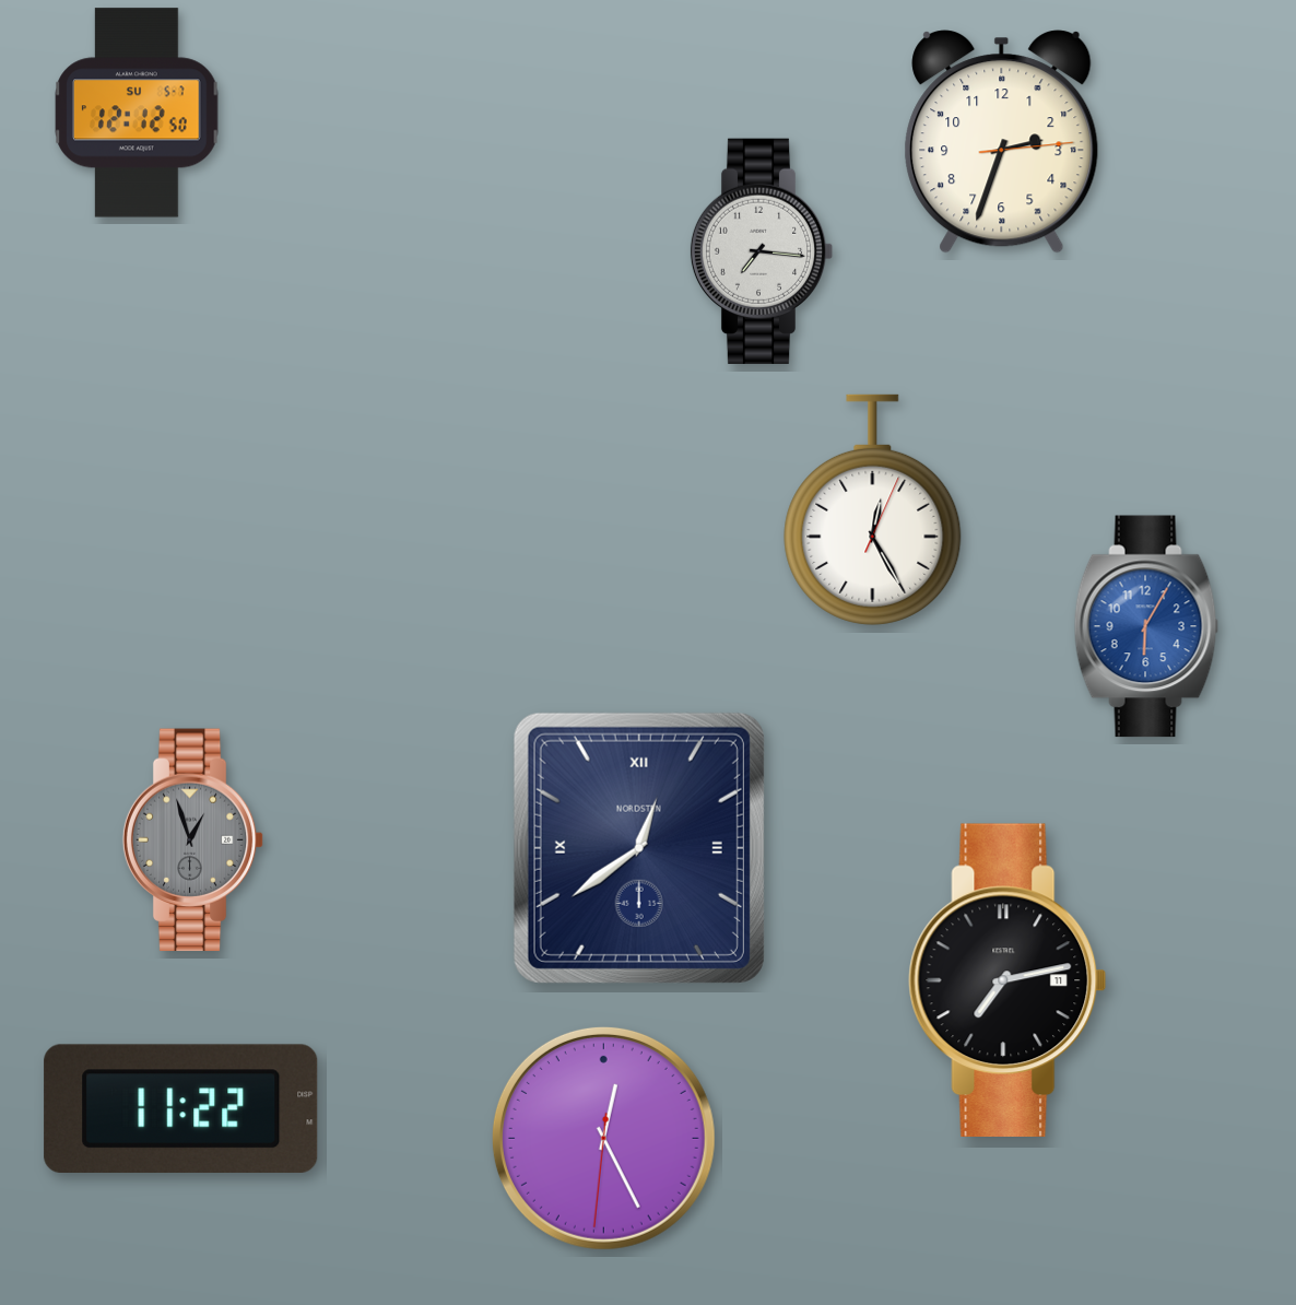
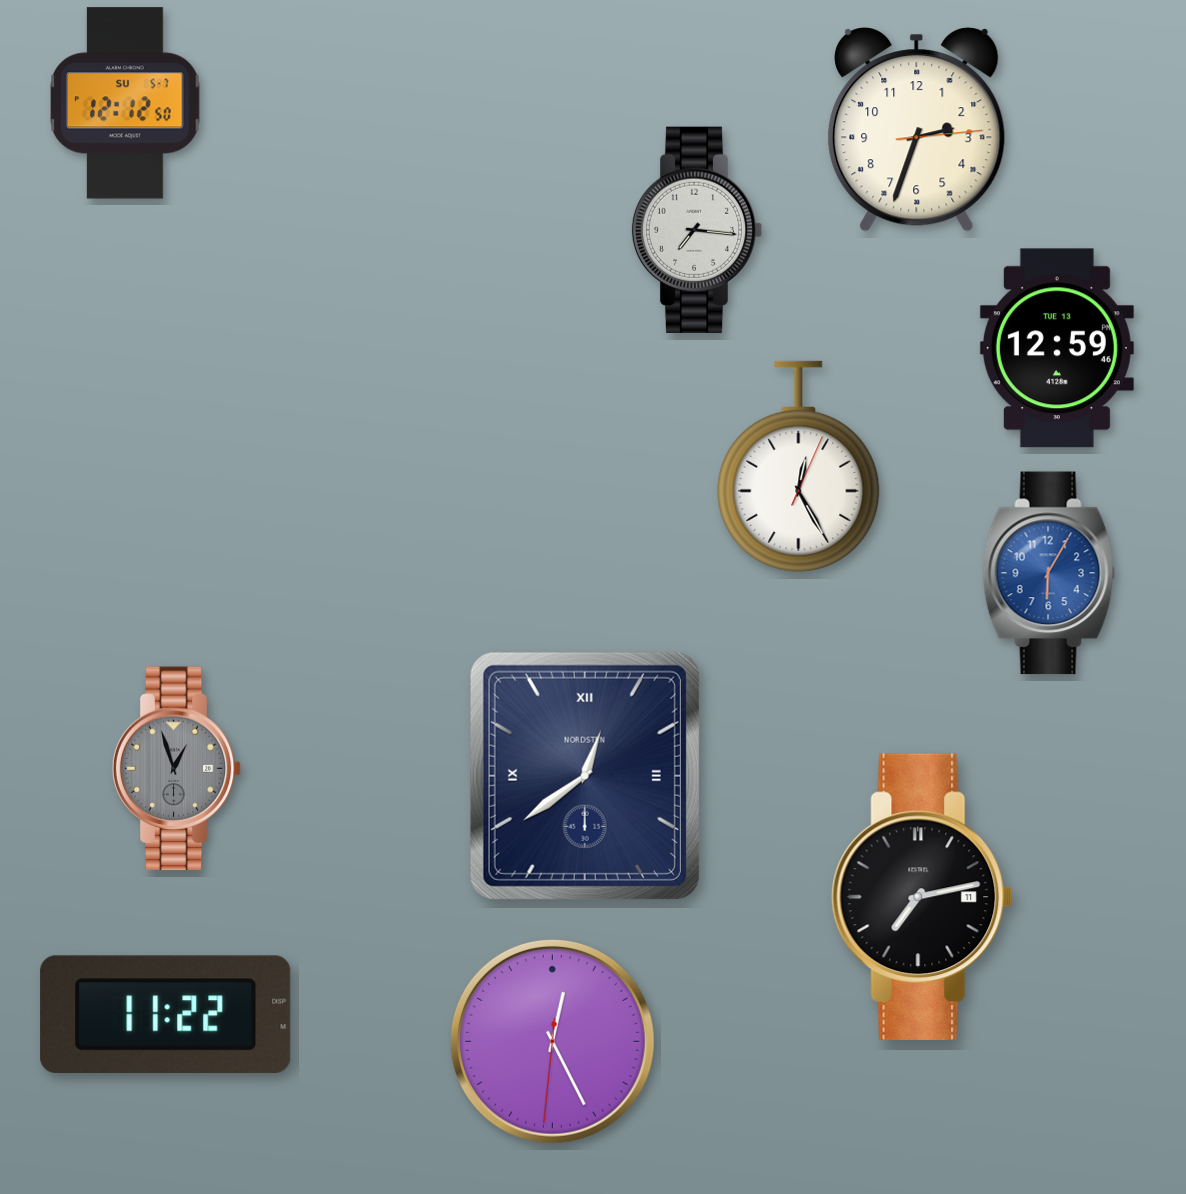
clock at (1057, 348): none -> 12:59
